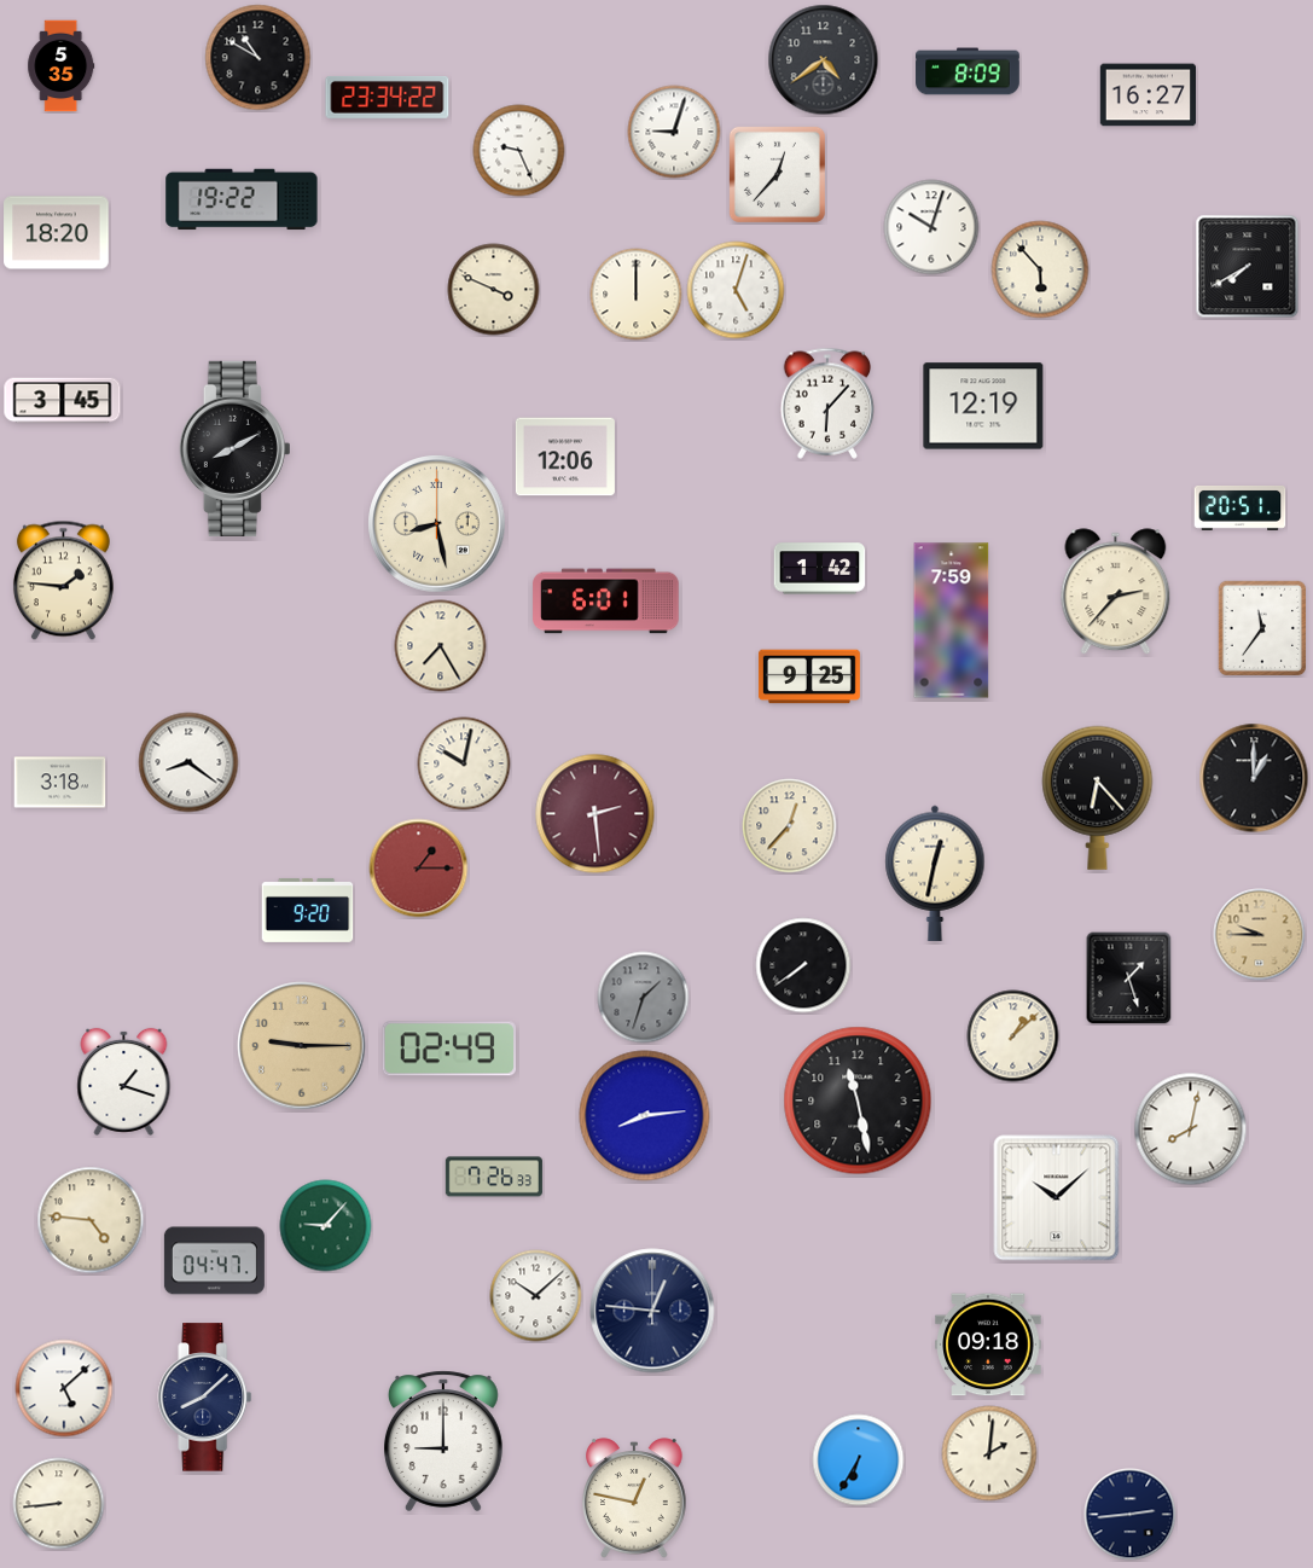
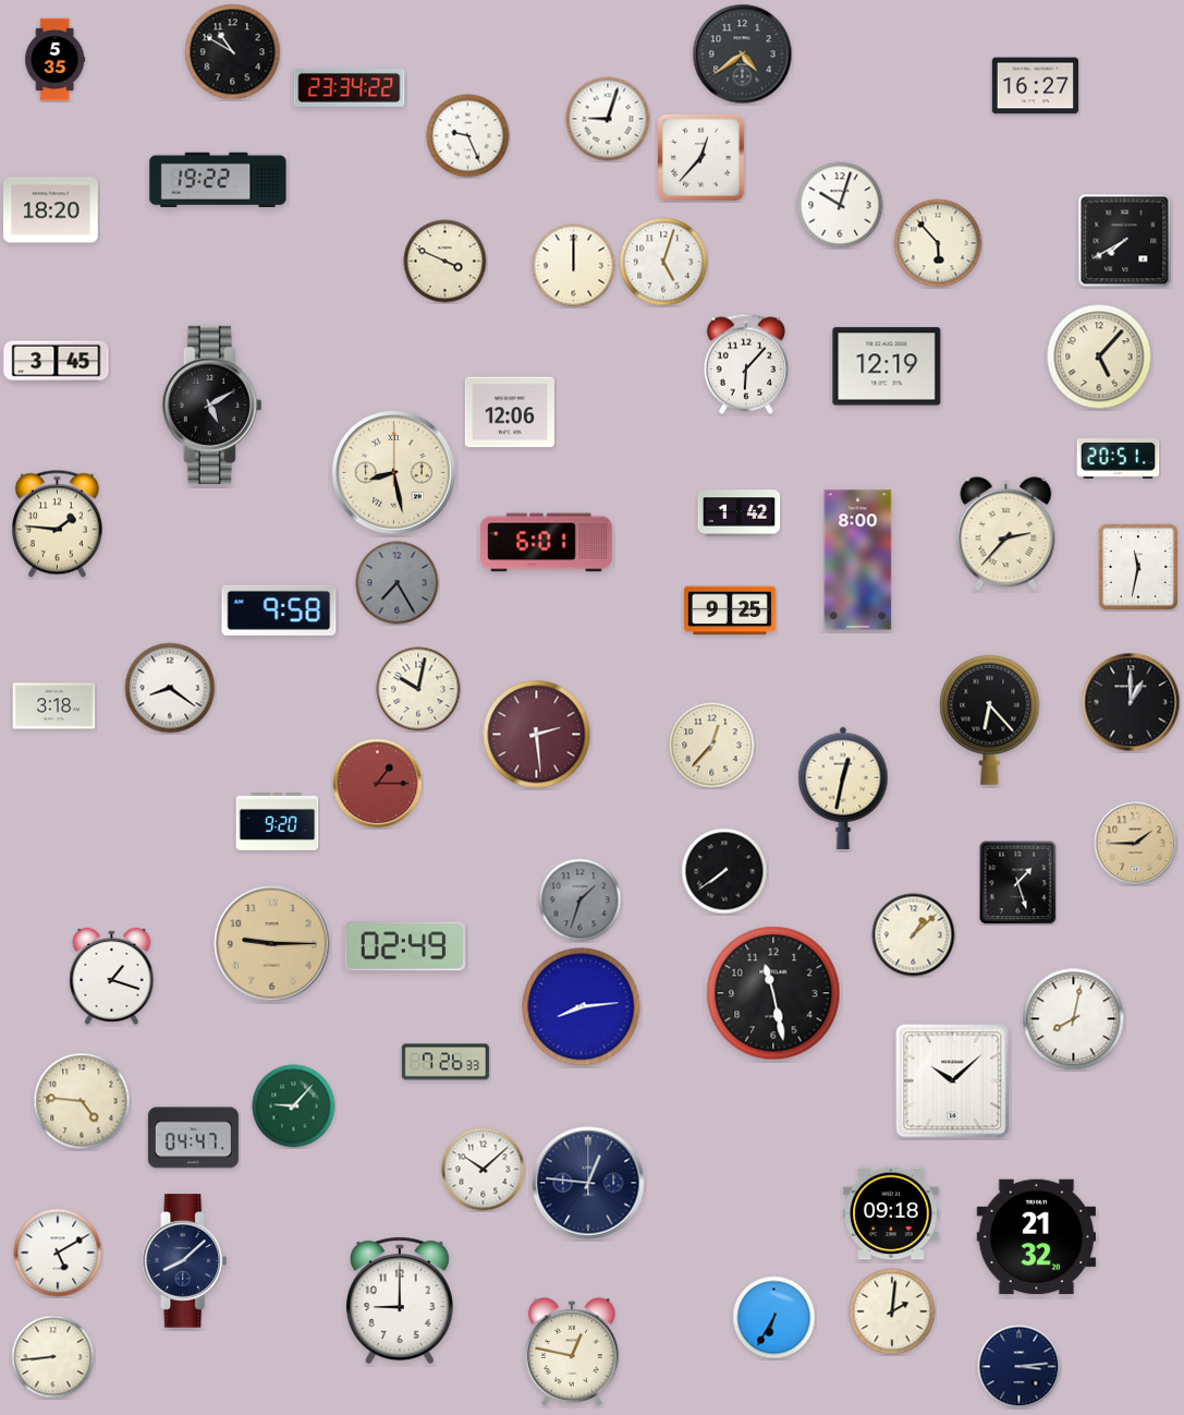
clock at (968, 71): 8:09 -> none
clock at (1099, 356): none -> 5:07
clock at (234, 448): 8:10 -> 5:10
clock at (952, 621): 7:59 -> 8:00
clock at (1262, 628): 11:36 -> 11:32
clock at (441, 646) dial: cream -> grey
clock at (279, 610): none -> 9:58
clock at (1260, 935): 9:45 -> 1:45
clock at (1037, 1237): none -> 21:32
clock at (64, 1388): 5:08 -> 5:10
clock at (1131, 1515): 2:44 -> 3:14
